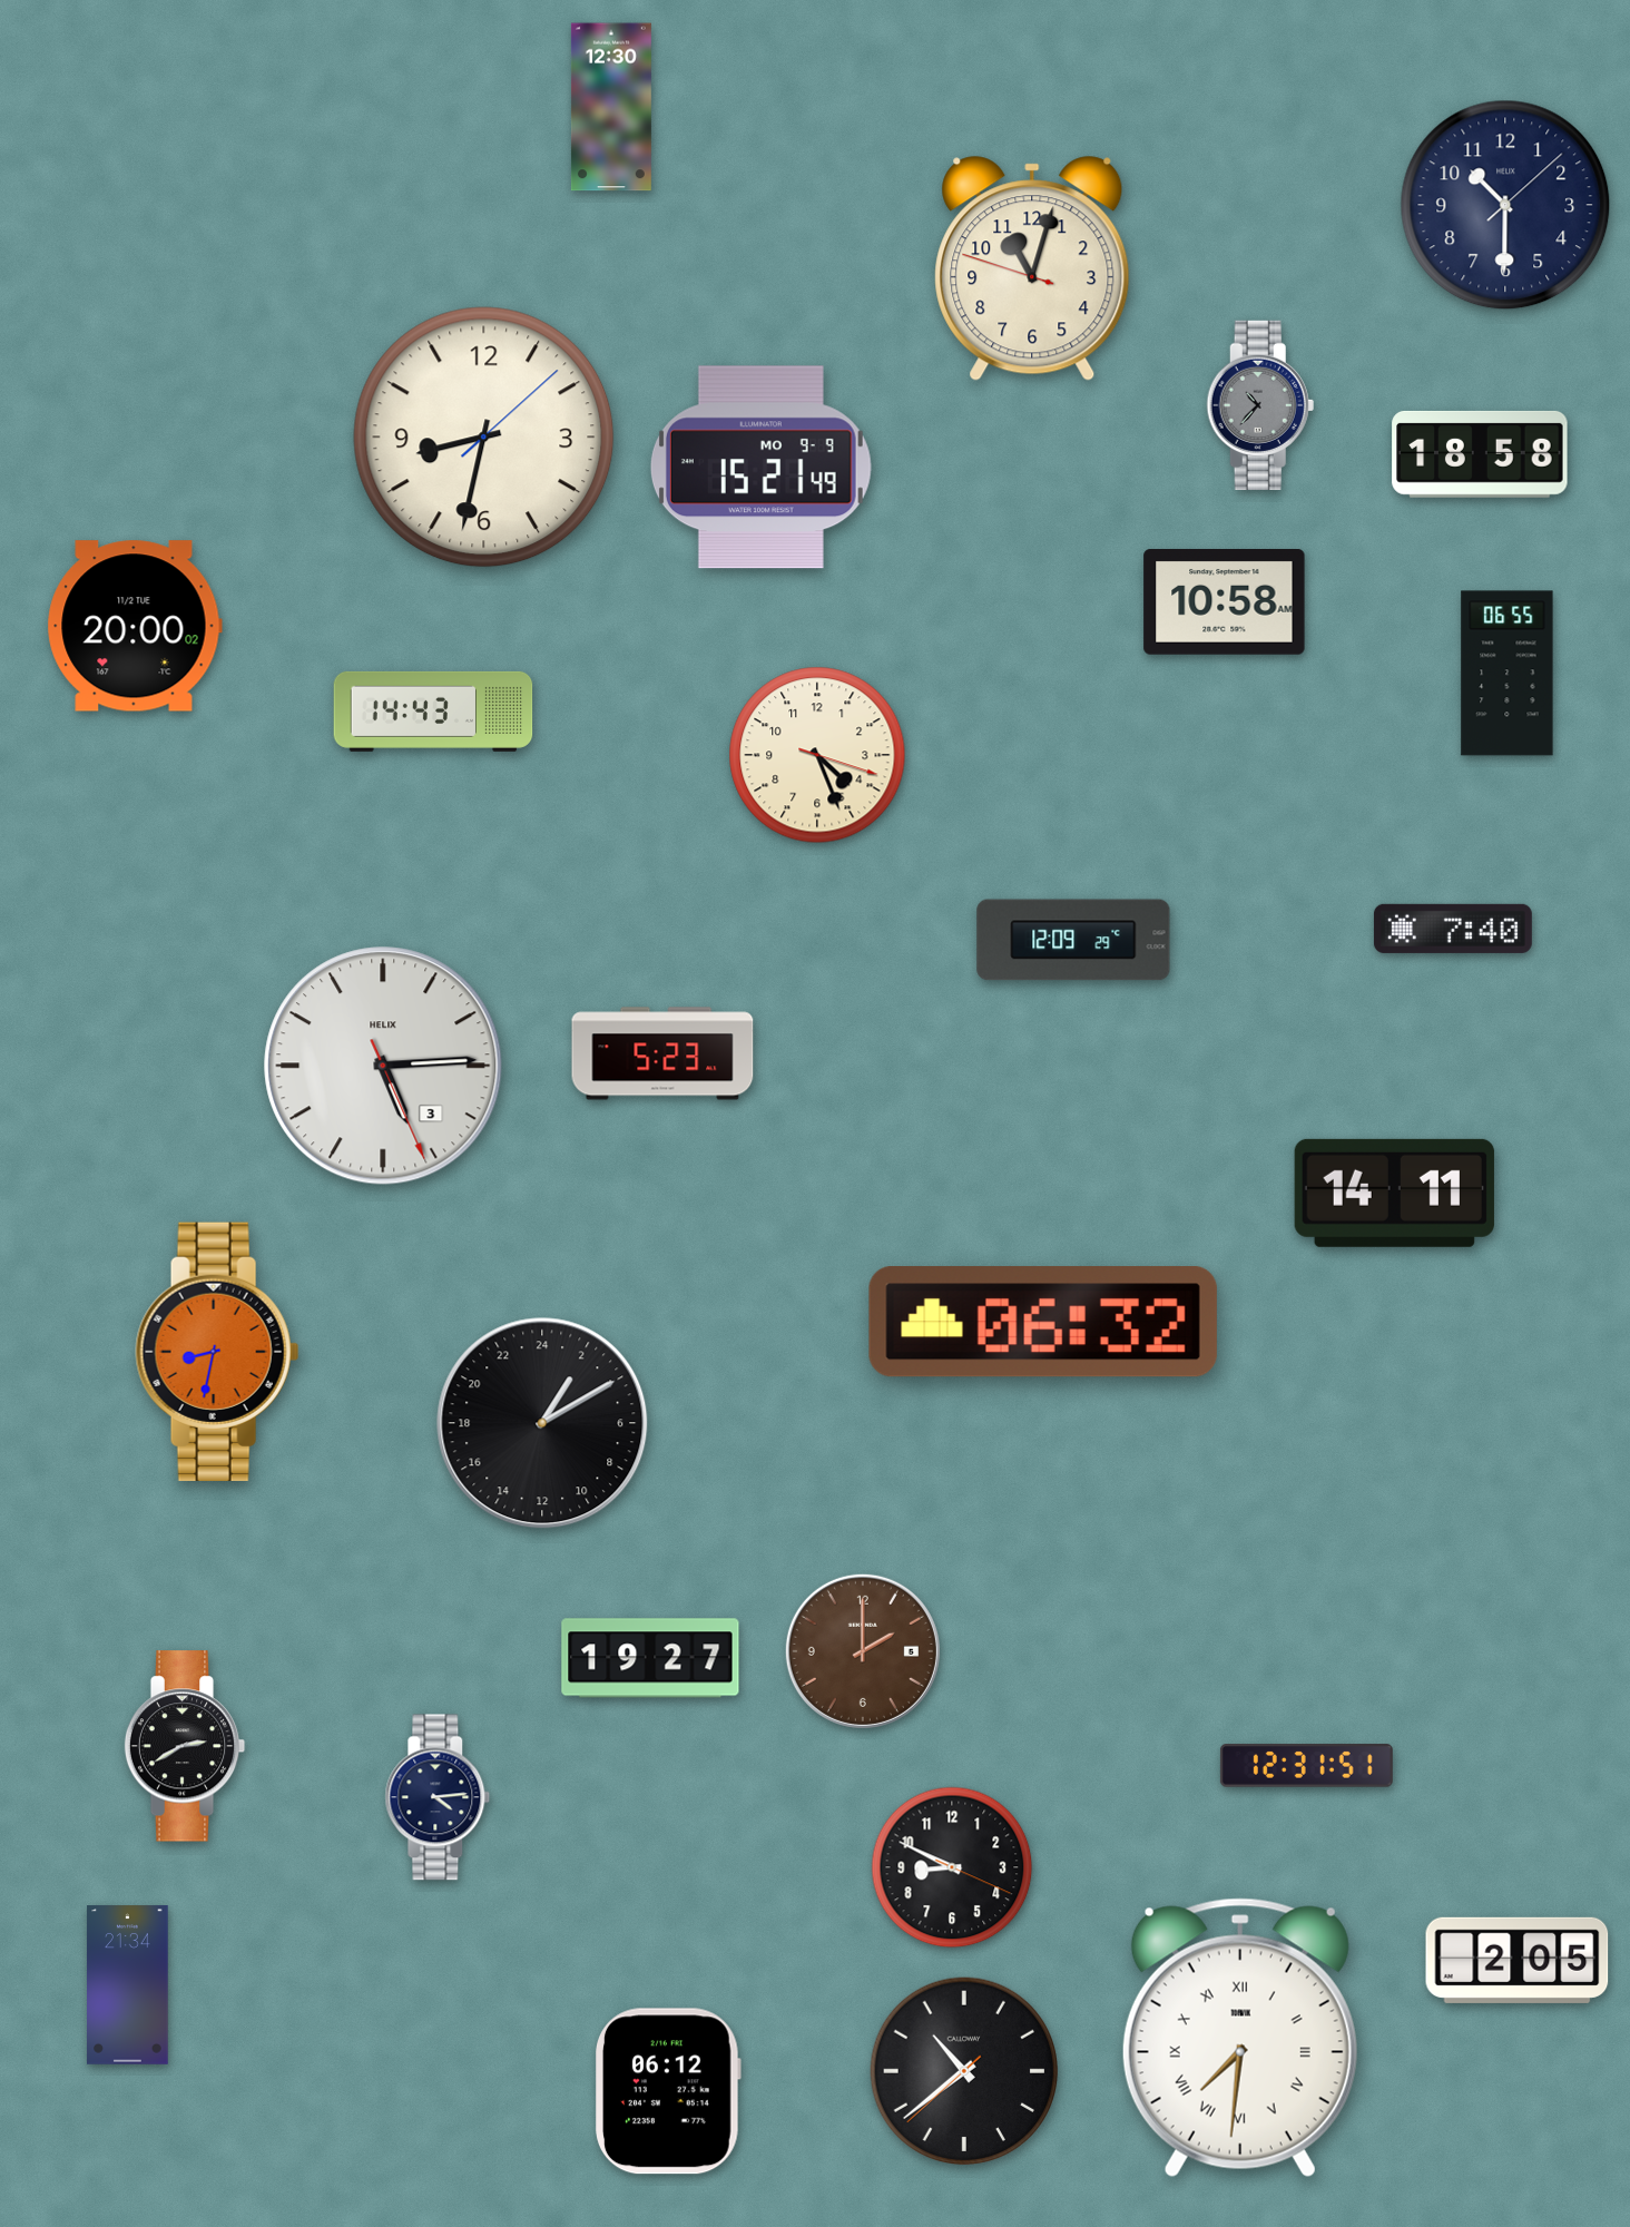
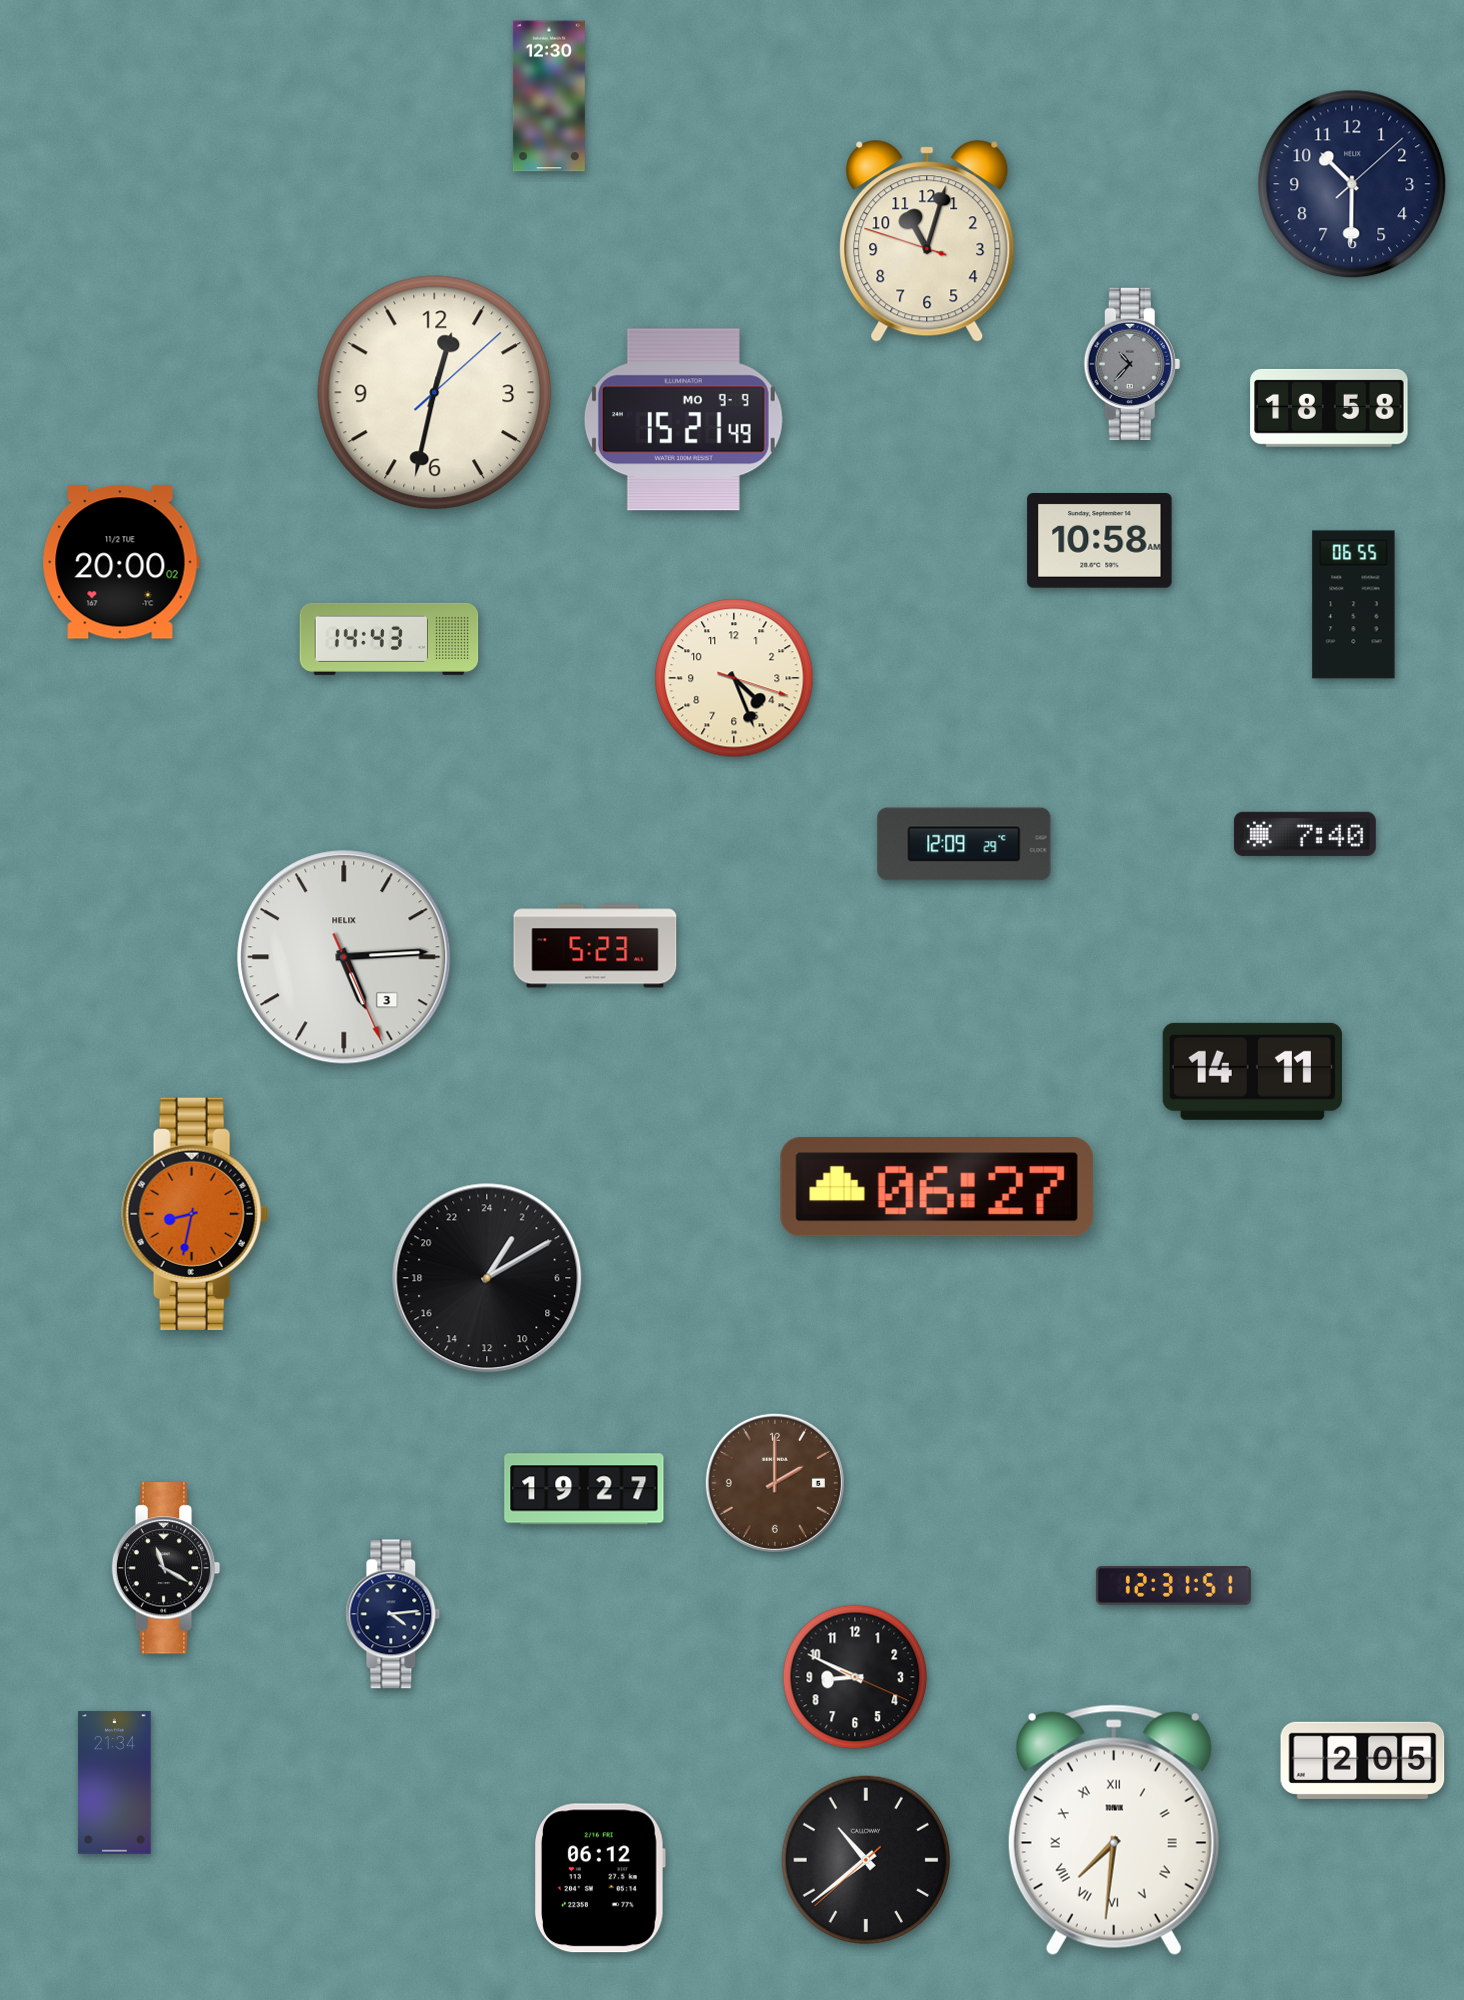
clock at (484, 438): 8:32 -> 12:32
clock at (1043, 1322): 06:32 -> 06:27
clock at (185, 1746): 2:40 -> 11:20
